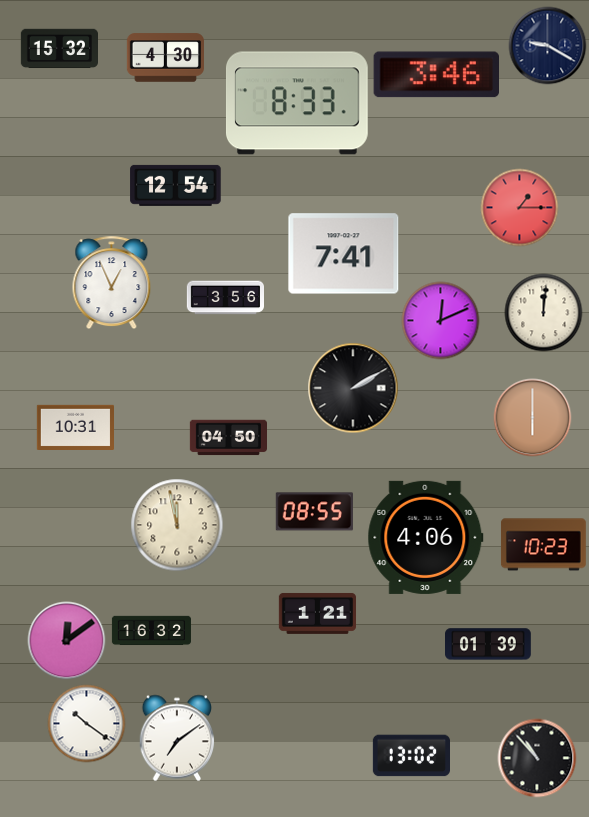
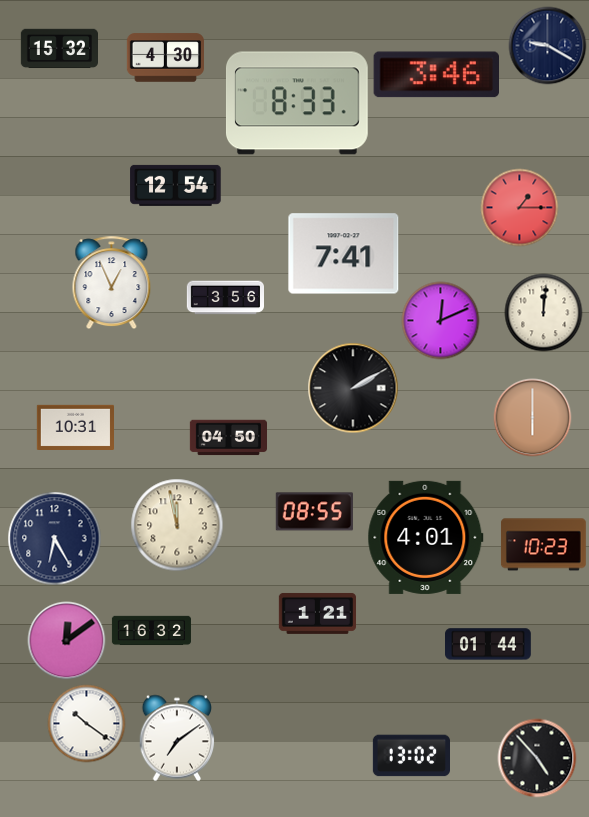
clock at (426, 537): 4:06 -> 4:01
clock at (54, 538): none -> 6:25
clock at (489, 644): 01:39 -> 01:44
clock at (537, 758): 10:53 -> 4:53
